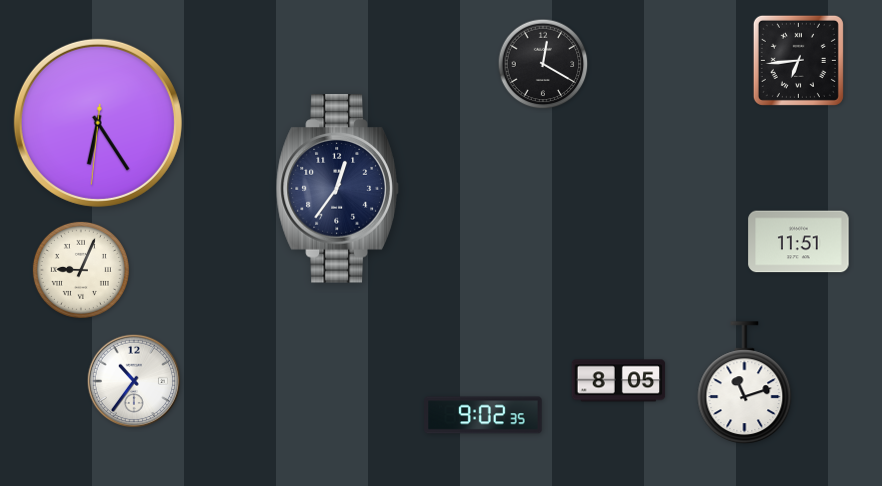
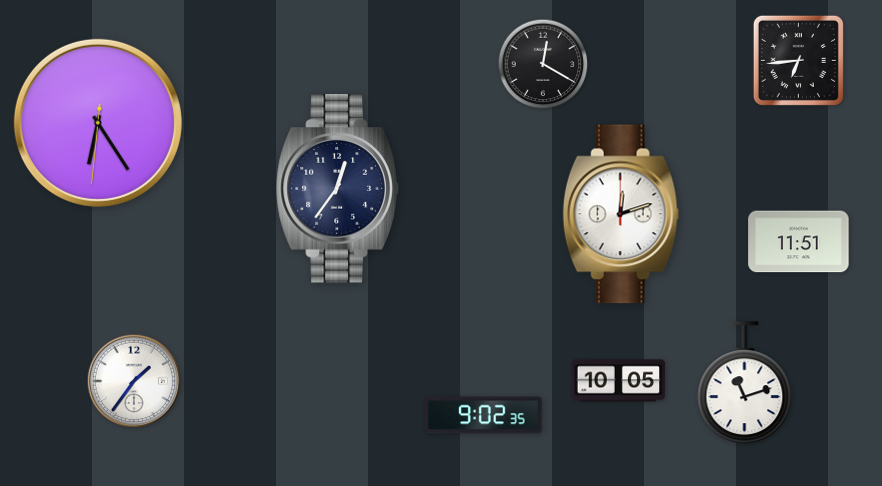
clock at (621, 214): none -> 12:12
clock at (81, 270): 9:04 -> none
clock at (134, 381): 10:36 -> 1:36
clock at (619, 381): 8:05 -> 10:05
